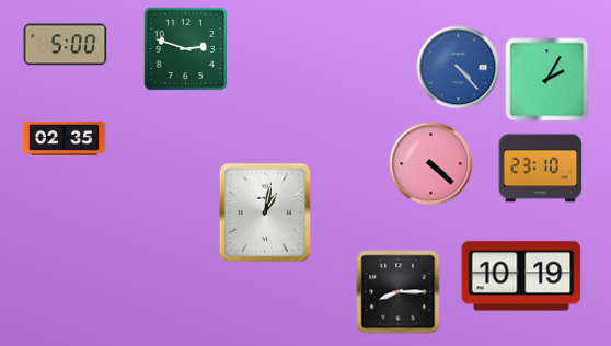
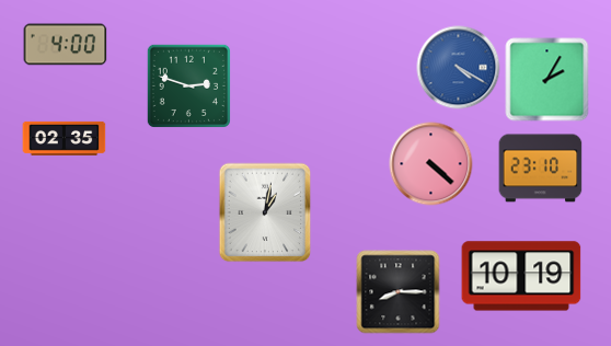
clock at (66, 45): 5:00 -> 4:00
clock at (185, 48) position: (185, 48) -> (188, 85)
clock at (459, 68): 4:23 -> 4:20
